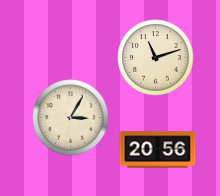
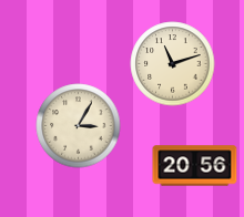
clock at (71, 118) position: (71, 118) -> (79, 126)
clock at (158, 150) position: (158, 150) -> (195, 166)
